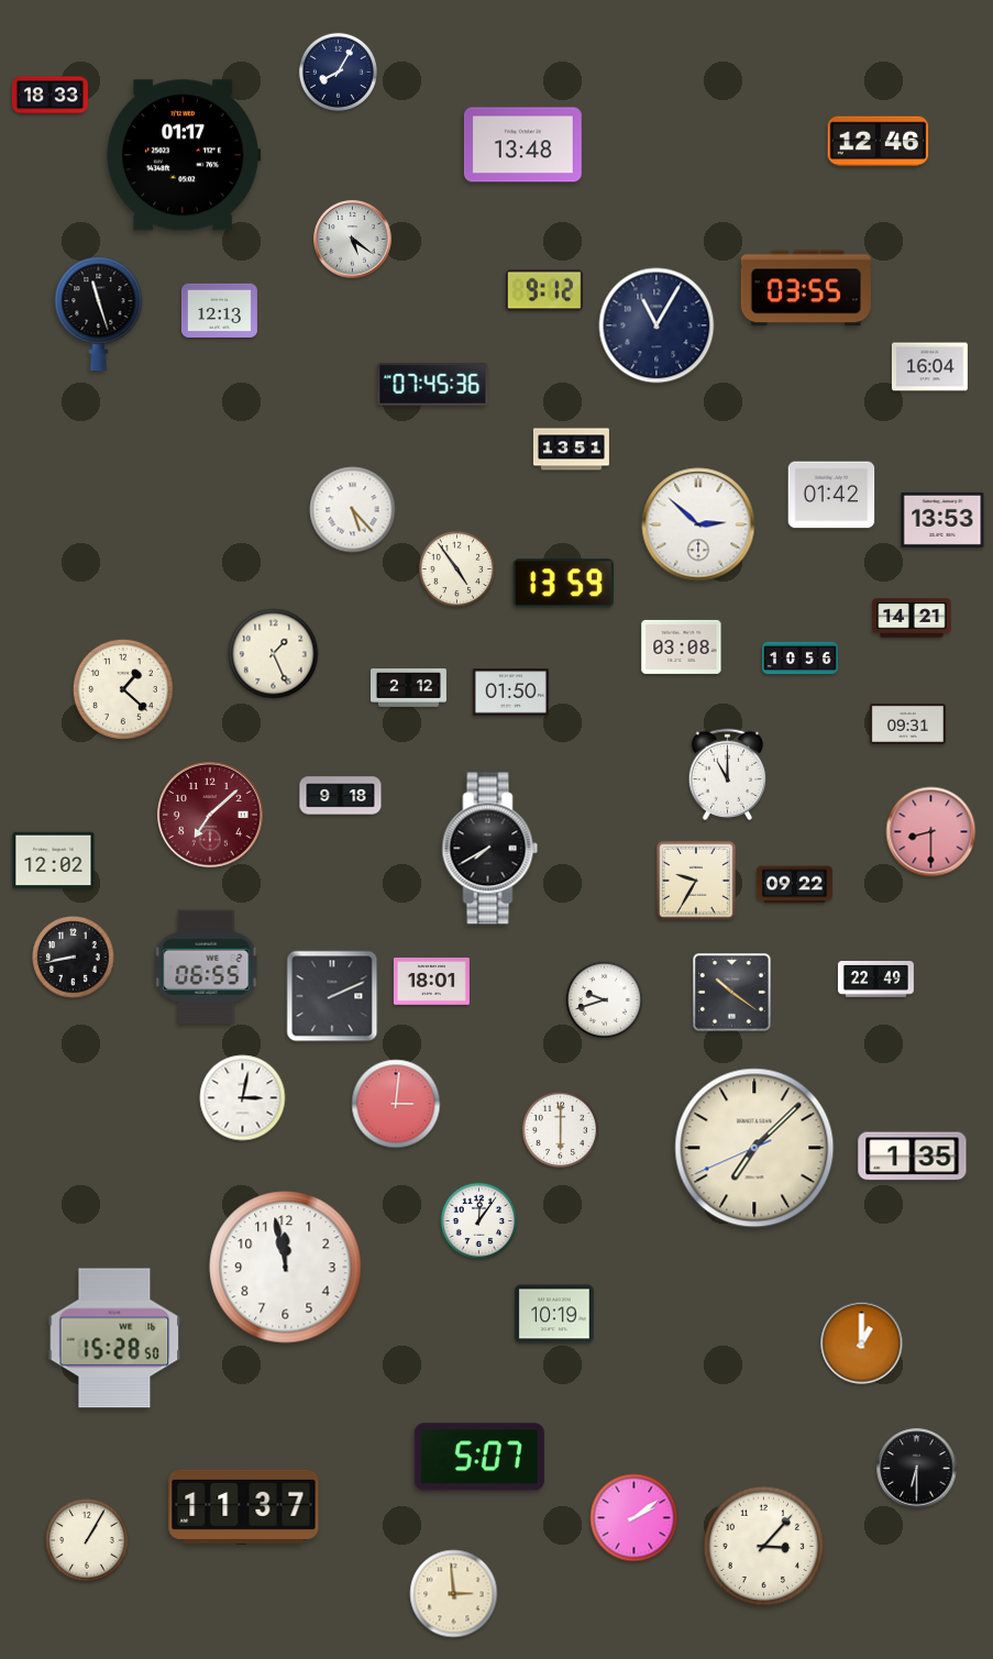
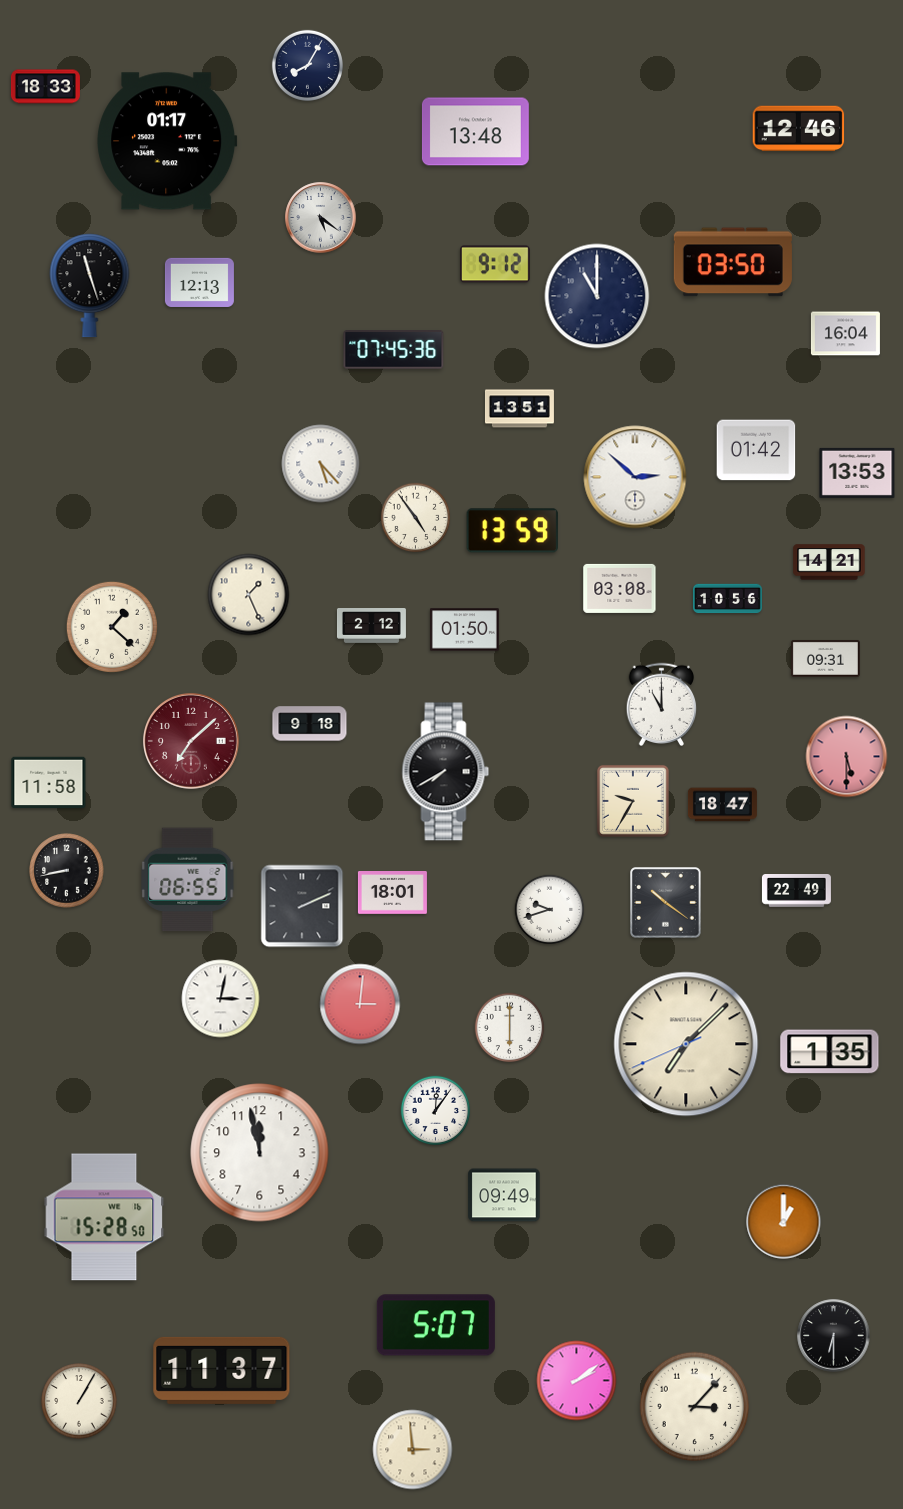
clock at (806, 288): 03:55 -> 03:50
clock at (657, 325): 11:05 -> 11:00
clock at (931, 832): 8:30 -> 5:30
clock at (54, 861): 12:02 -> 11:58
clock at (794, 885): 09:22 -> 18:47
clock at (554, 1314): 10:19 -> 09:49
